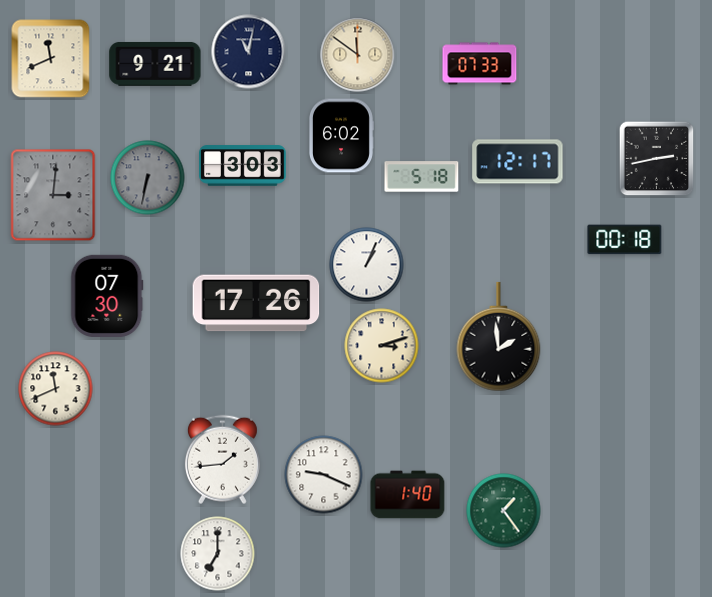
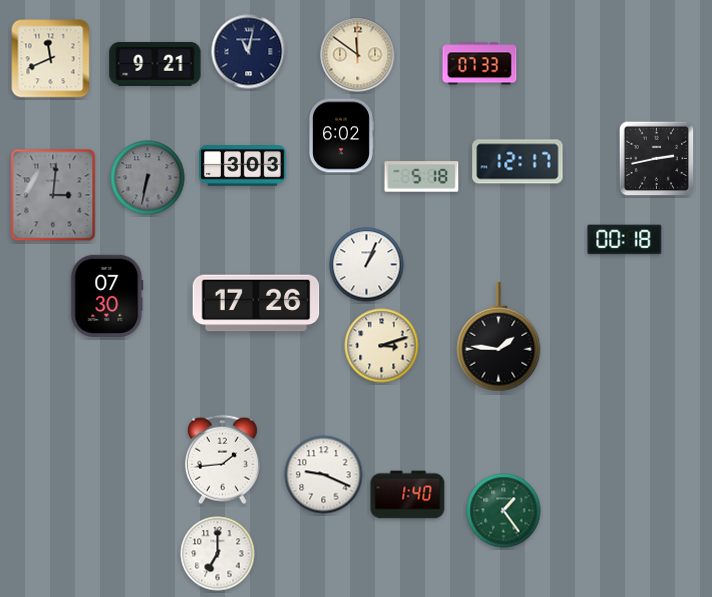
clock at (499, 337): 1:59 -> 1:46
clock at (56, 389): 11:41 -> none
